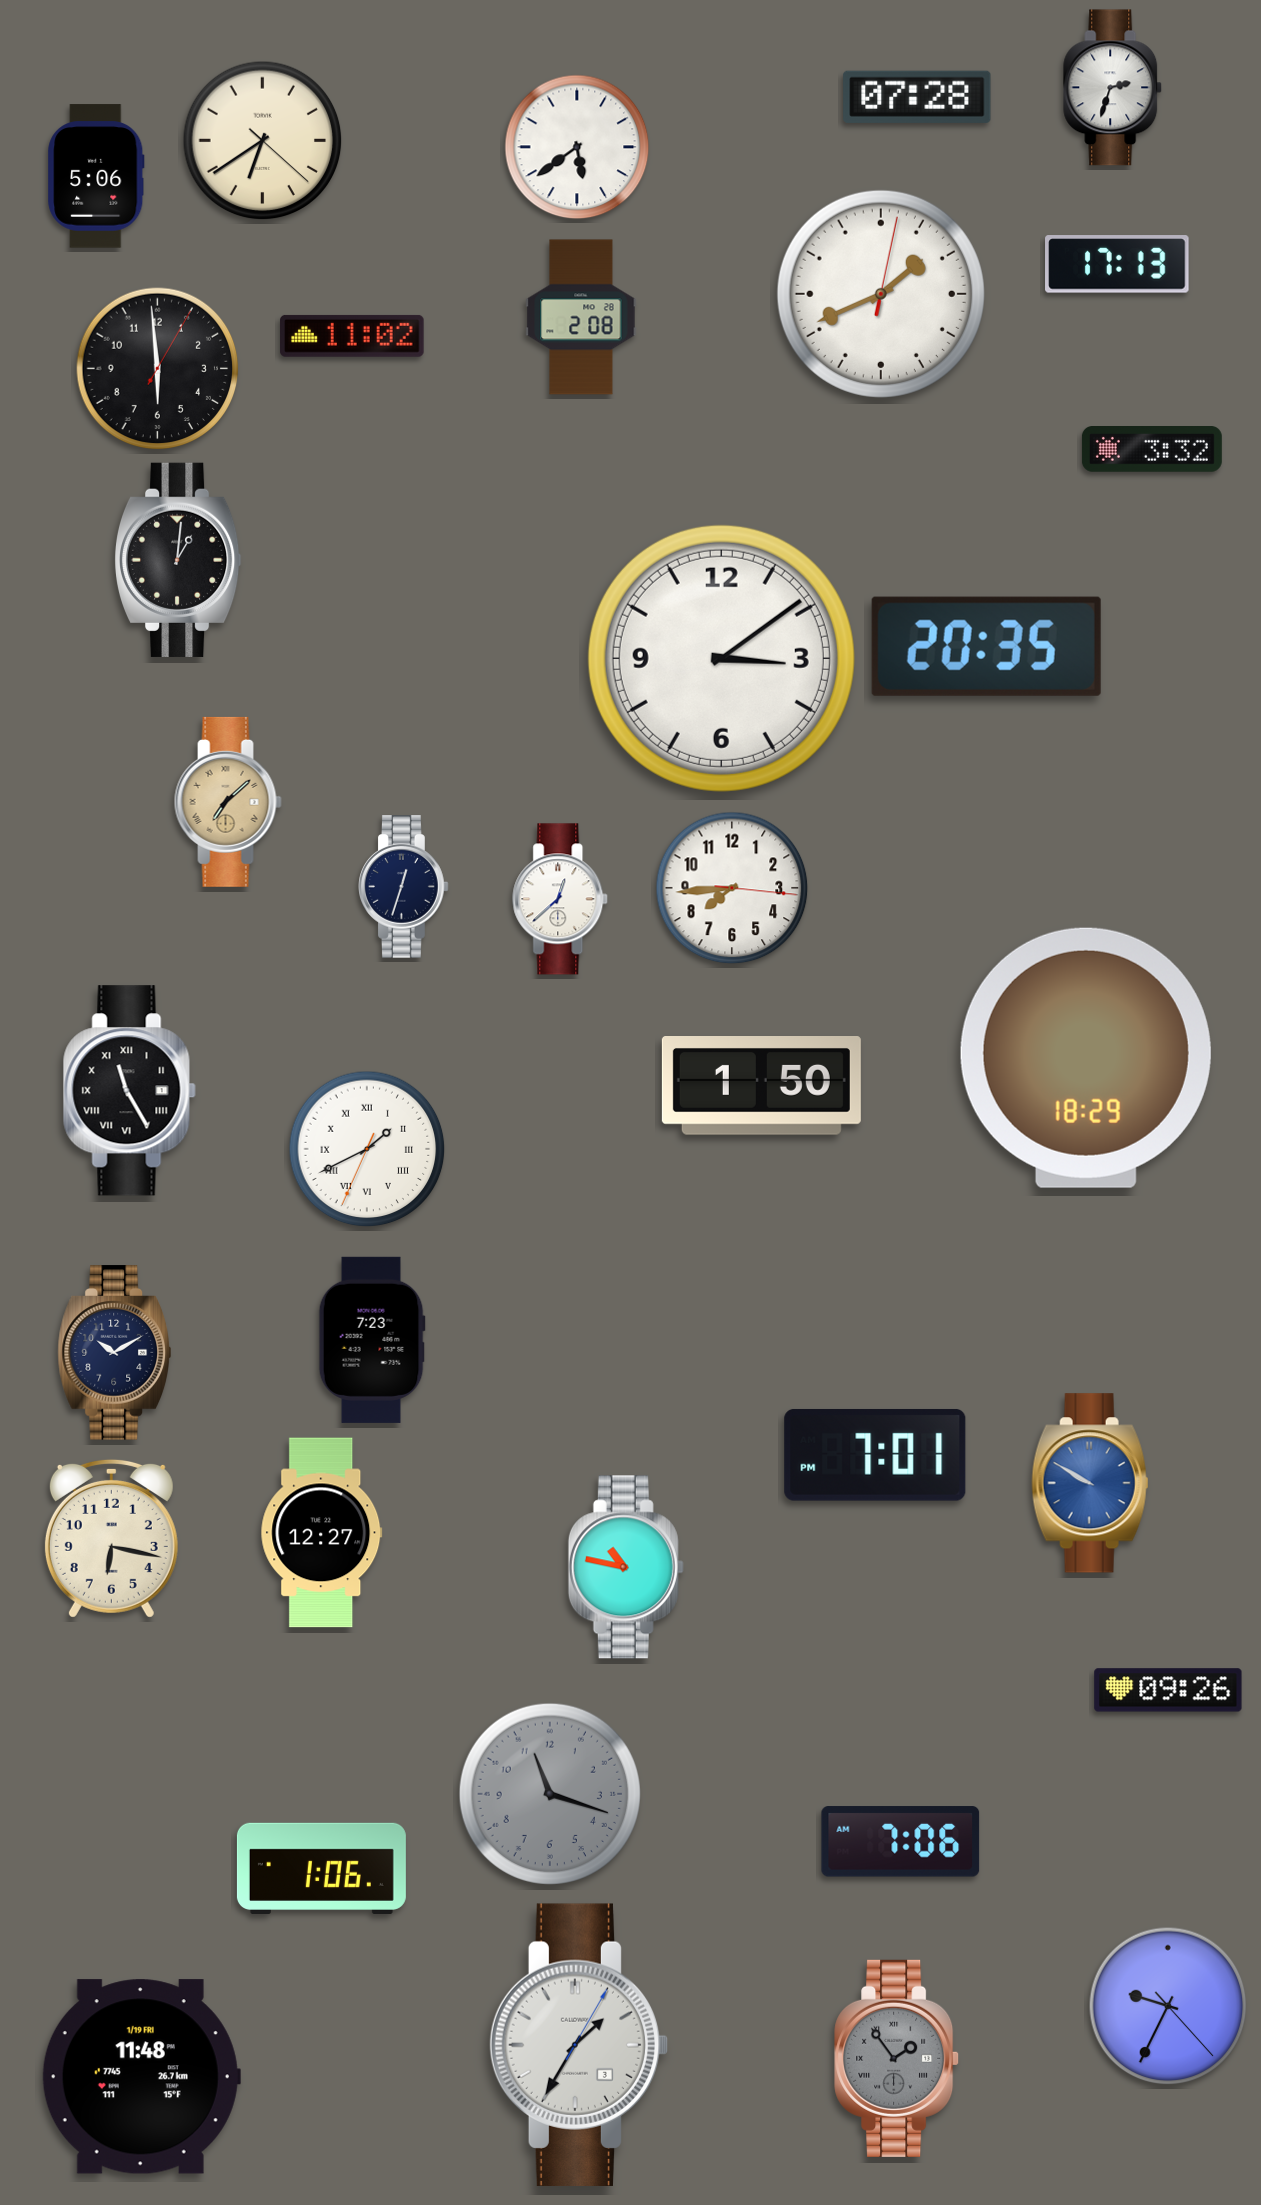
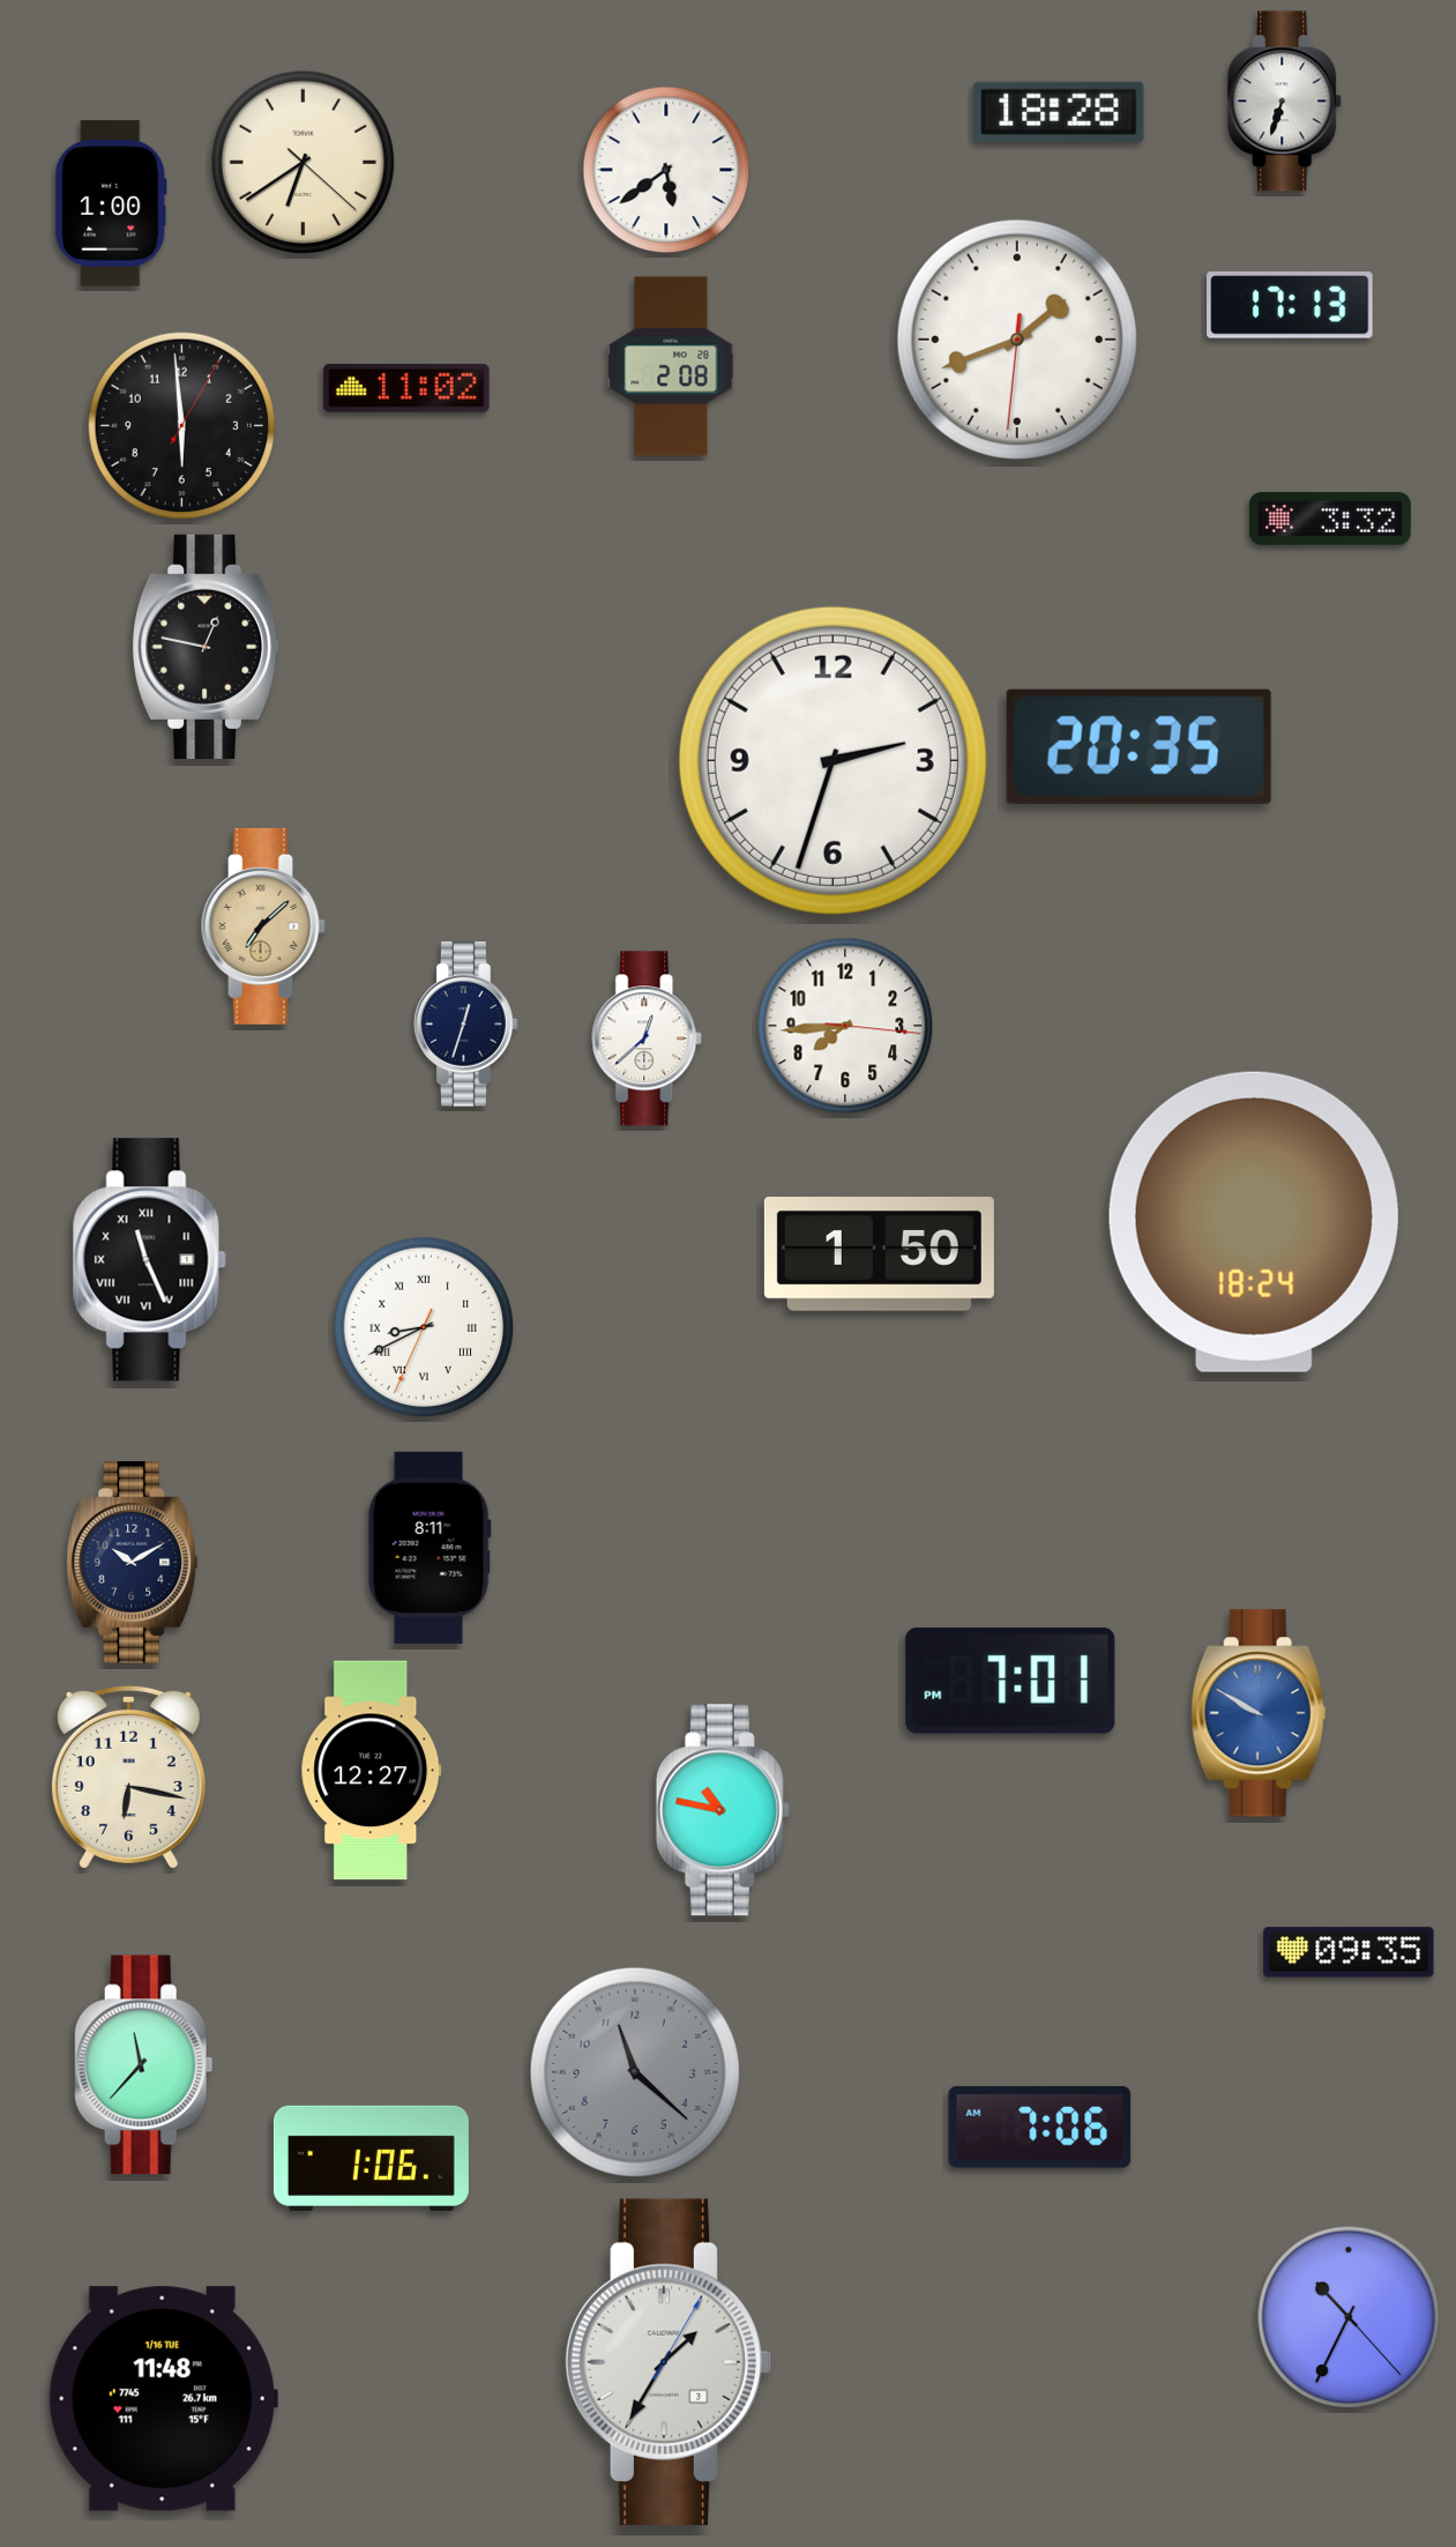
clock at (1113, 88): 2:33 -> 6:33
clock at (917, 97): 07:28 -> 18:28
clock at (96, 176): 5:06 -> 1:00
clock at (881, 294): 1:41:02 -> 1:41:31
clock at (178, 560): 1:01 -> 12:47
clock at (721, 658): 3:09 -> 2:33
clock at (1086, 1058): 18:29 -> 18:24
clock at (129, 1091): 11:25 -> 11:26
clock at (367, 1149): 1:40 -> 8:40
clock at (372, 1340): 7:23 -> 8:11
clock at (1168, 1690): 09:26 -> 09:35
clock at (143, 2065): none -> 11:37
clock at (549, 1793): 11:18 -> 11:22
clock at (1168, 2006): 9:34 -> 10:34
clock at (897, 2058): 1:54 -> none
clock at (141, 2077) date: 1/19 FRI -> 1/16 TUE
